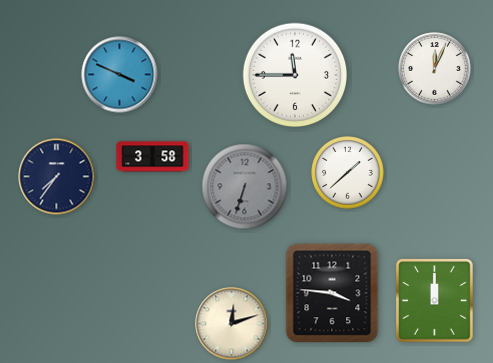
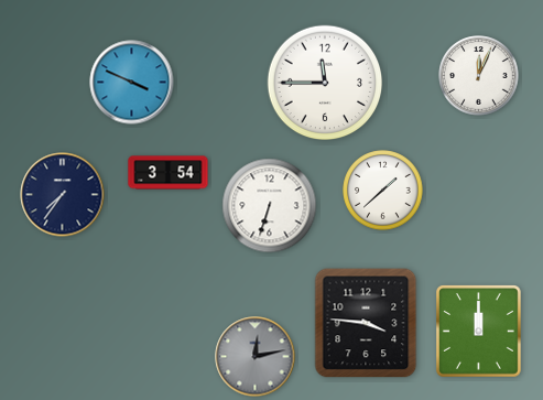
clock at (153, 157): 3:58 -> 3:54
clock at (245, 187) dial: grey -> white
clock at (232, 324): 12:12 -> 12:13
clock at (232, 324) dial: cream -> grey
